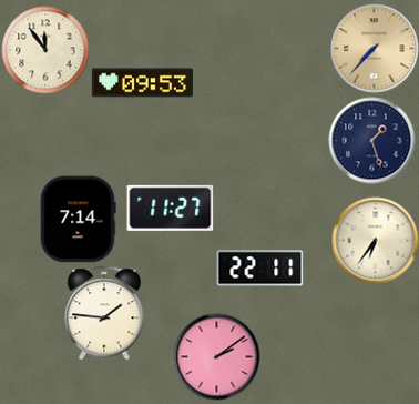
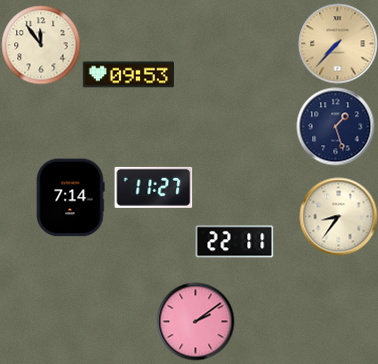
clock at (375, 240): 6:36 -> 8:36
clock at (104, 313): 1:46 -> none
